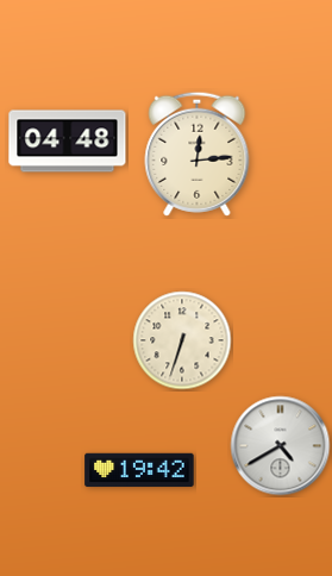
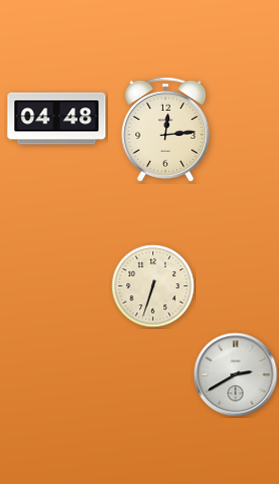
clock at (281, 446): 4:40 -> 2:40
clock at (139, 470): 19:42 -> none
